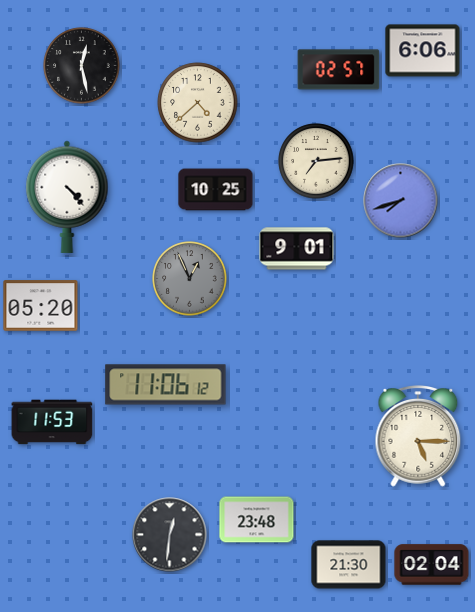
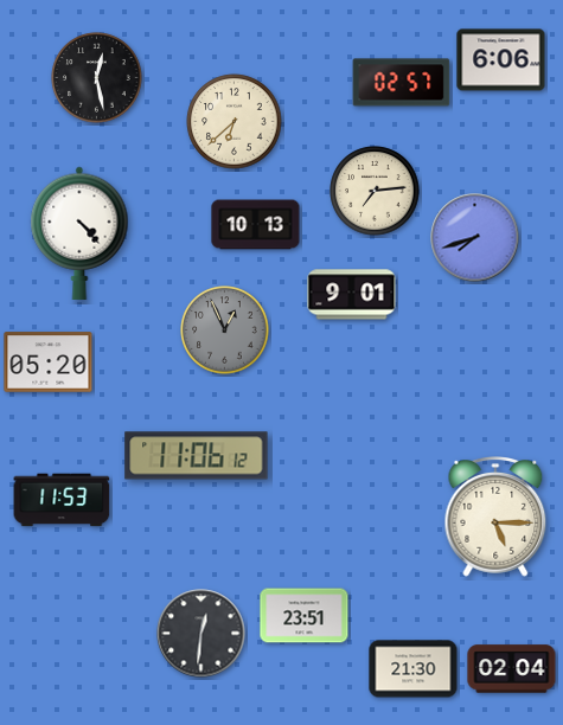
clock at (198, 103): 4:38 -> 6:38
clock at (216, 190): 10:25 -> 10:13
clock at (257, 520): 23:48 -> 23:51
